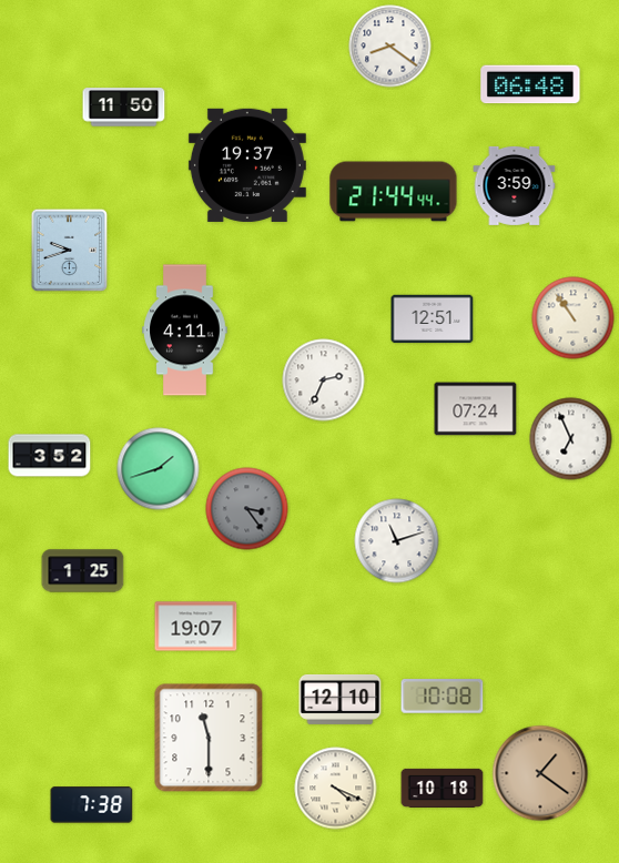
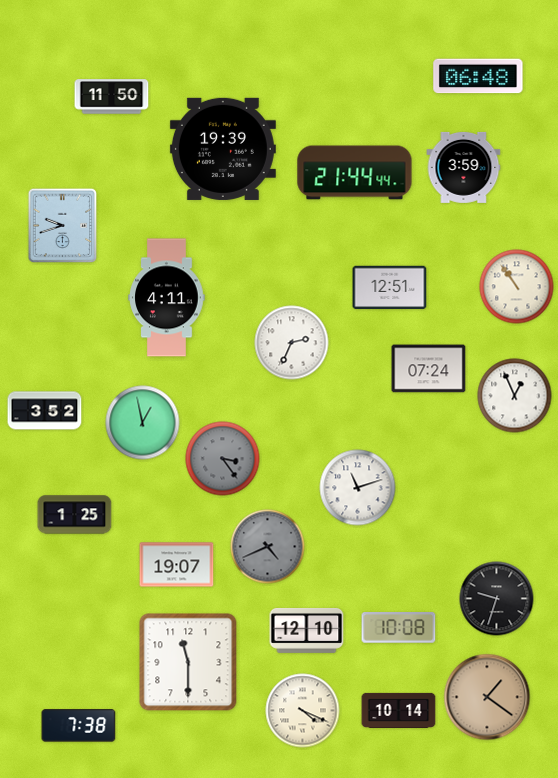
clock at (390, 47): 8:21 -> none
clock at (247, 165): 19:37 -> 19:39
clock at (571, 439): 6:56 -> 12:56
clock at (159, 469): 1:42 -> 12:58
clock at (268, 547): none -> 4:41
clock at (497, 599): none -> 9:33
clock at (209, 738) position: (209, 738) -> (188, 662)
clock at (443, 788): 10:18 -> 10:14
clock at (92, 805) position: (92, 805) -> (79, 726)
